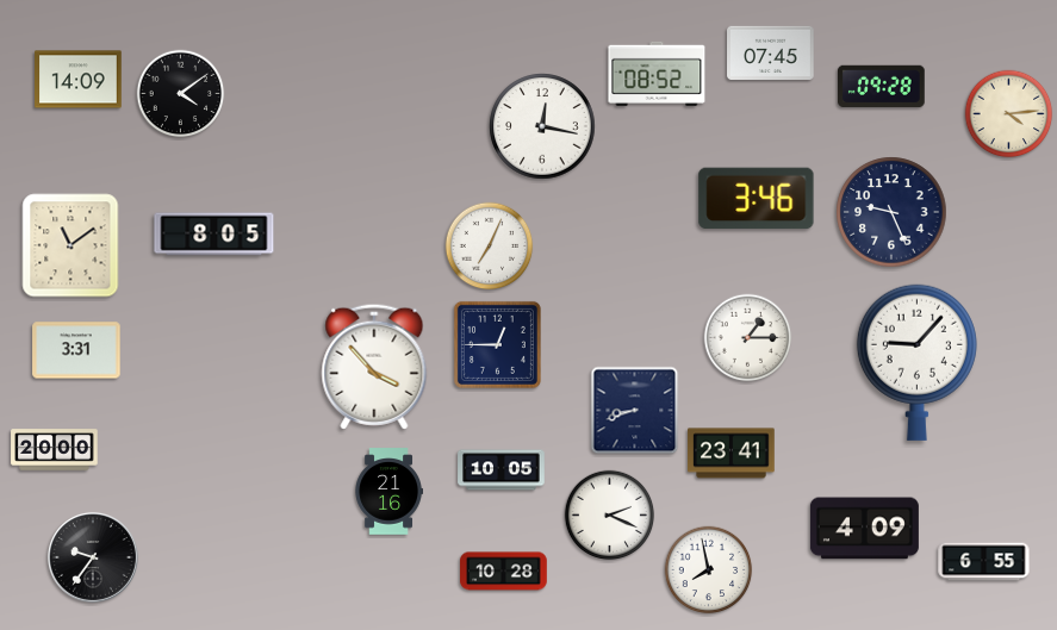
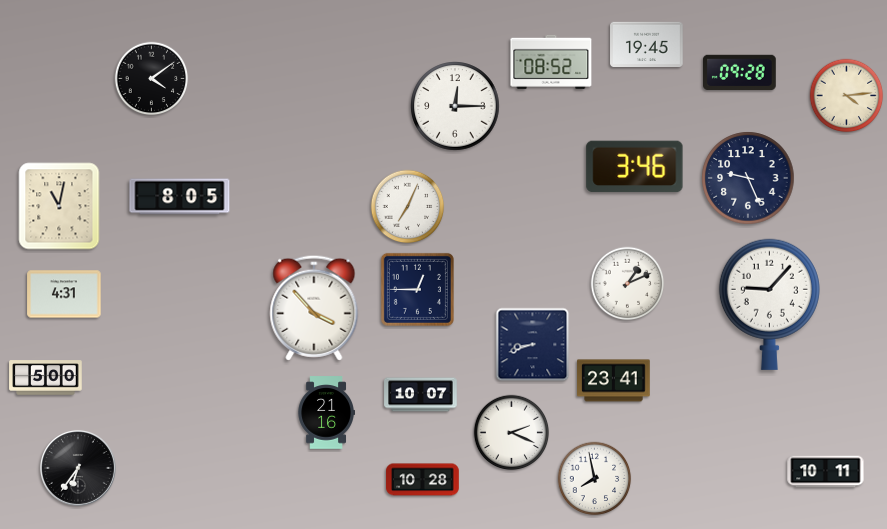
clock at (771, 52): 07:45 -> 19:45
clock at (79, 80): 14:09 -> none
clock at (542, 126): 12:17 -> 12:15
clock at (70, 245): 11:09 -> 11:02
clock at (490, 247) position: (490, 247) -> (408, 207)
clock at (748, 338): 1:15 -> 1:11
clock at (76, 350): 3:31 -> 4:31
clock at (55, 450): 20:00 -> 5:00
clock at (502, 470): 10:05 -> 10:07
clock at (864, 529): 4:09 -> none
clock at (93, 557): 9:36 -> 6:36
clock at (984, 562): 6:55 -> 10:11
